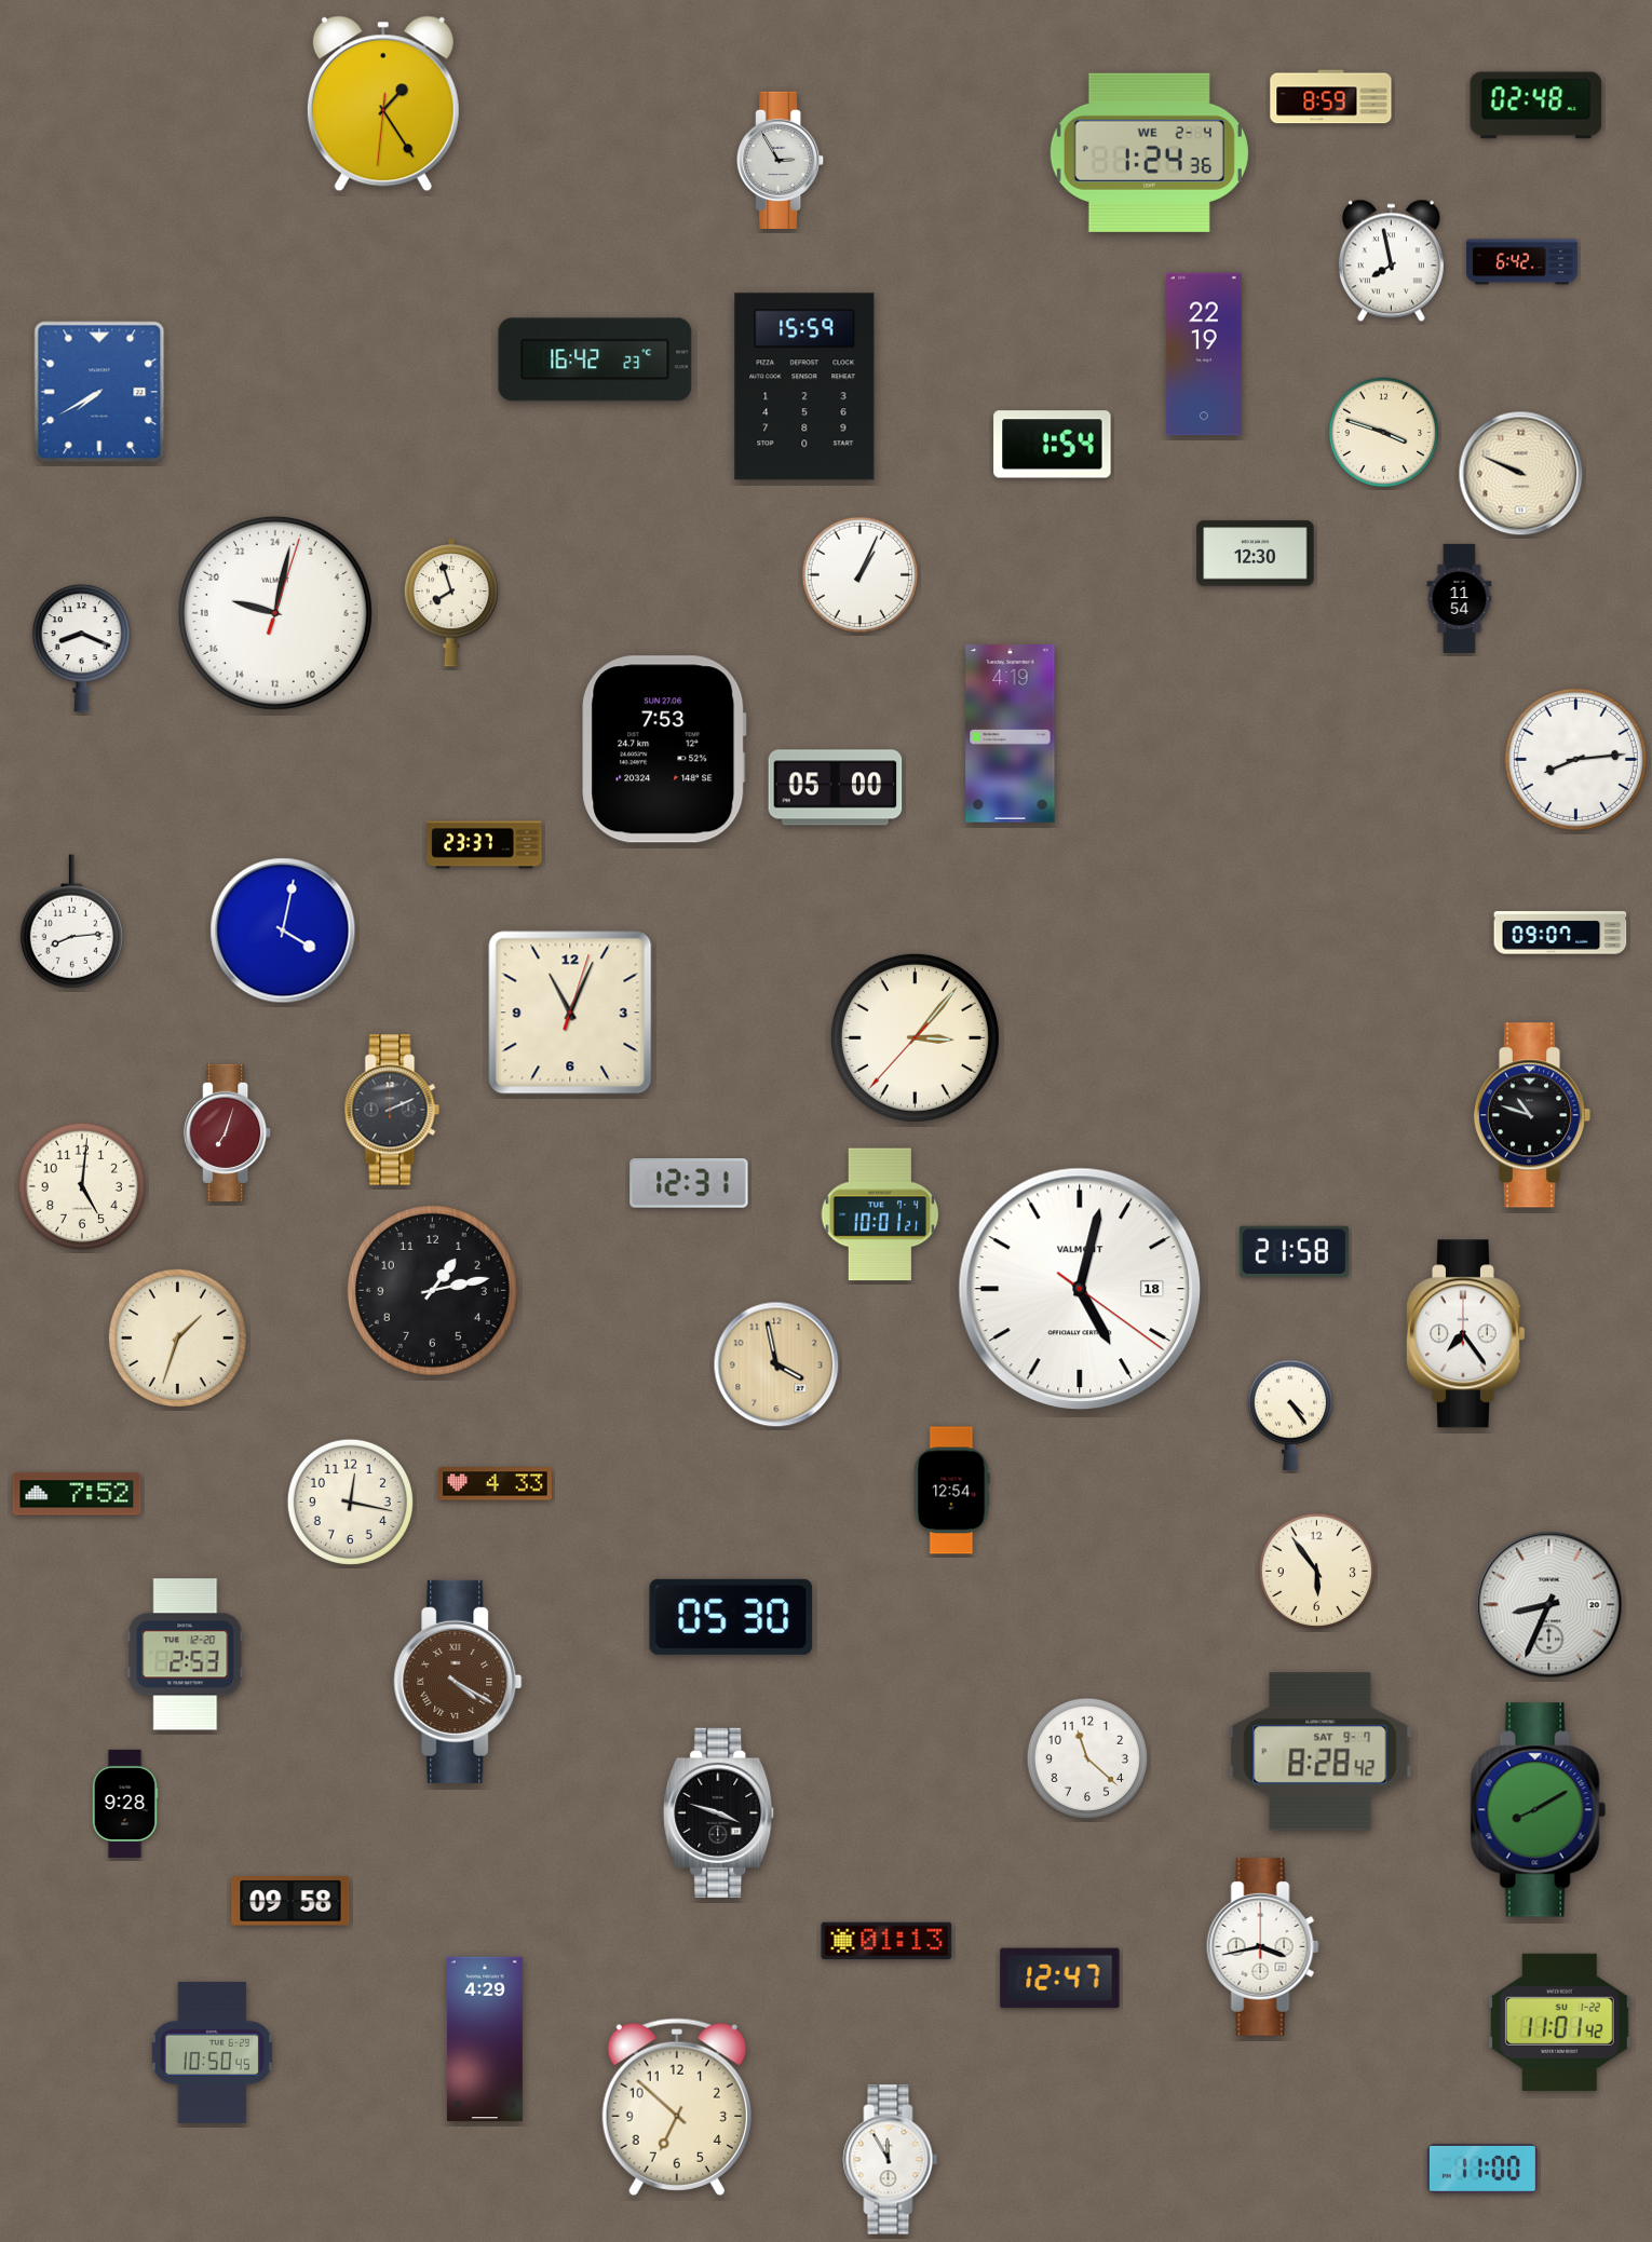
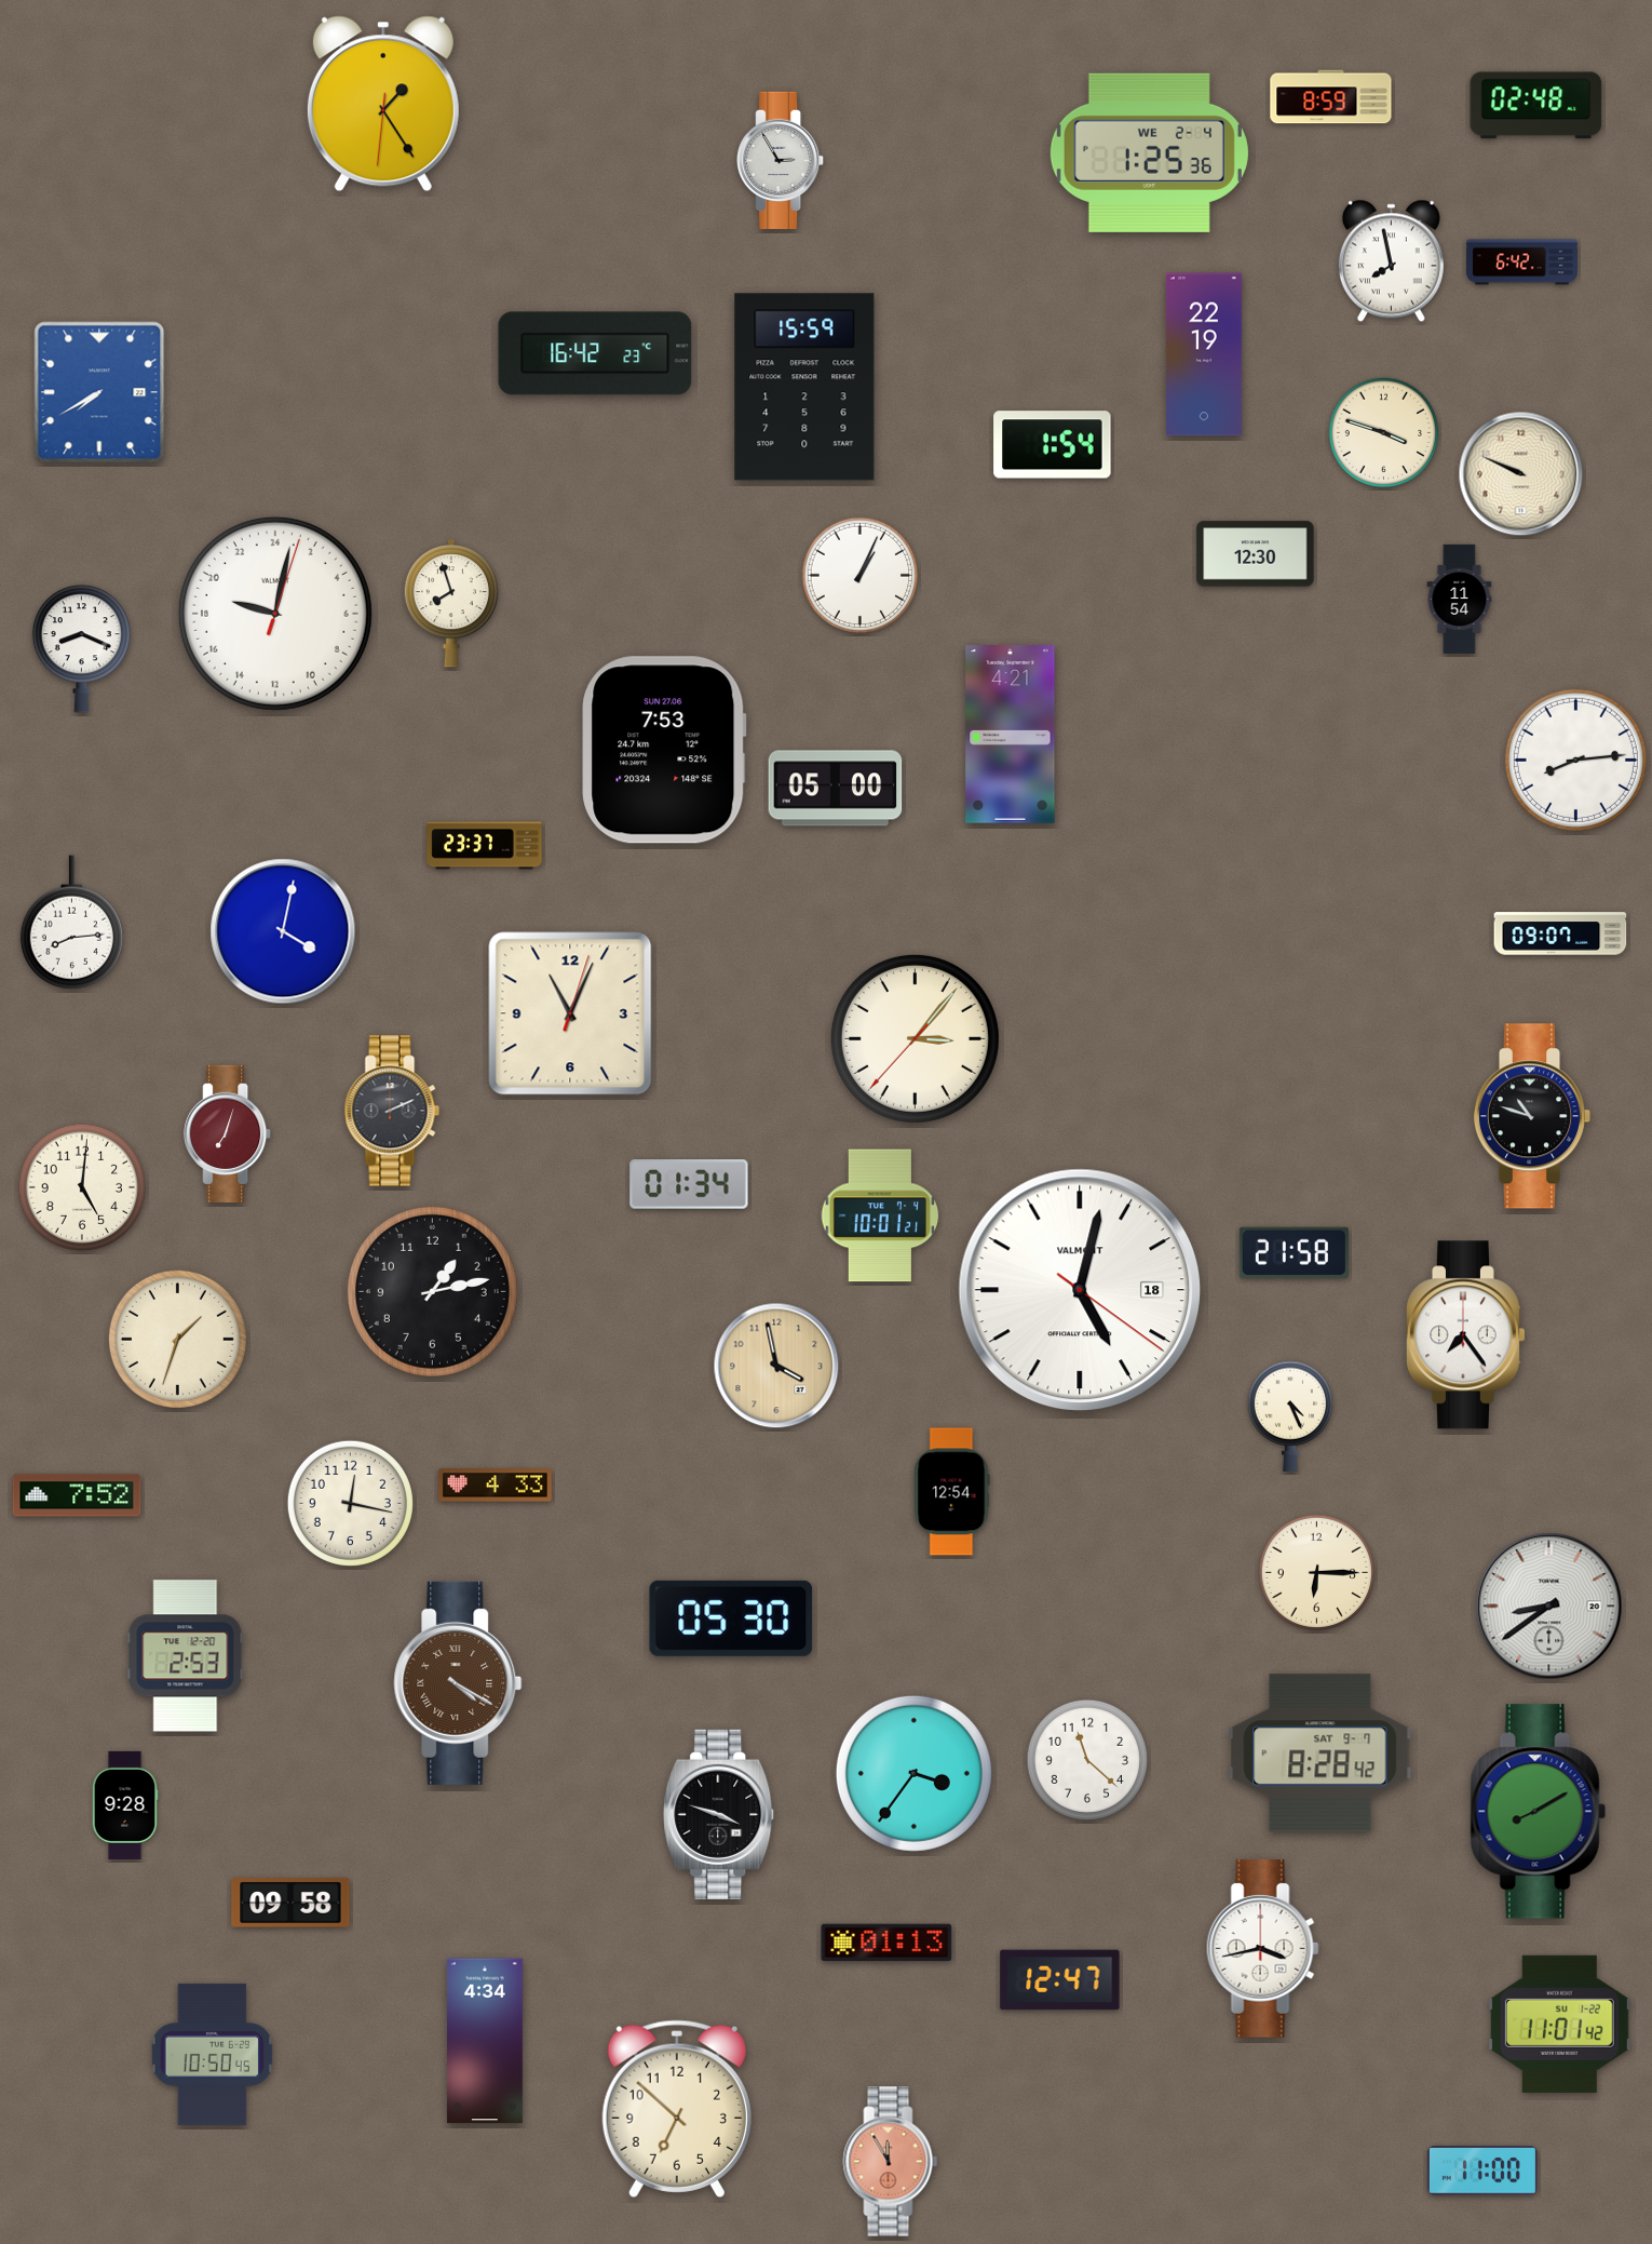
clock at (1149, 152): 1:24 -> 1:25
clock at (595, 359) position: (595, 359) -> (595, 353)
clock at (1011, 734): 4:19 -> 4:21
clock at (689, 1183): 12:31 -> 01:34
clock at (1289, 1415): 4:24 -> 4:26
clock at (1317, 1572): 5:54 -> 6:15
clock at (1549, 1605): 8:34 -> 8:39
clock at (913, 1773): none -> 3:36
clock at (485, 2039): 4:29 -> 4:34
clock at (891, 2160) dial: white -> salmon
